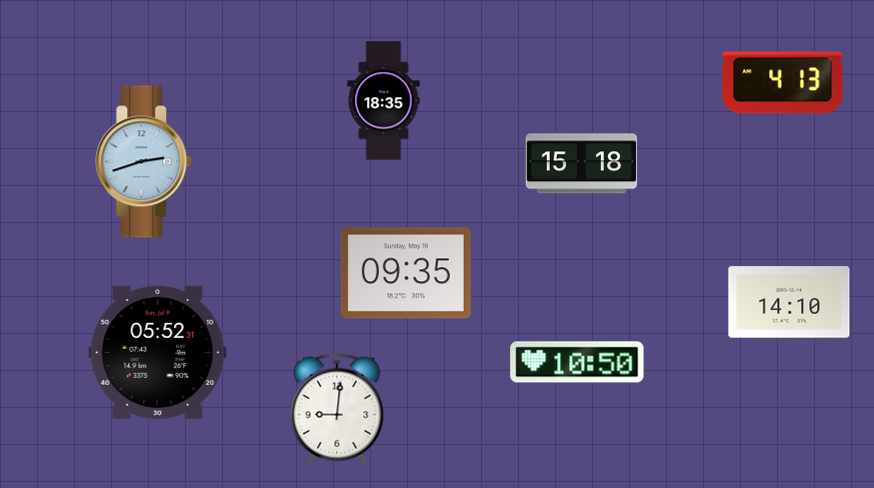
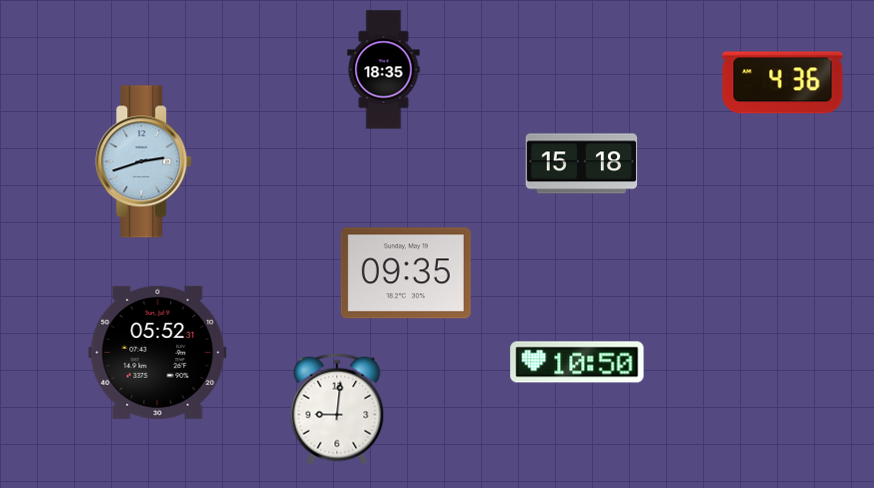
clock at (783, 83): 4:13 -> 4:36
clock at (384, 101) position: (384, 101) -> (384, 70)
clock at (789, 302): 14:10 -> none
